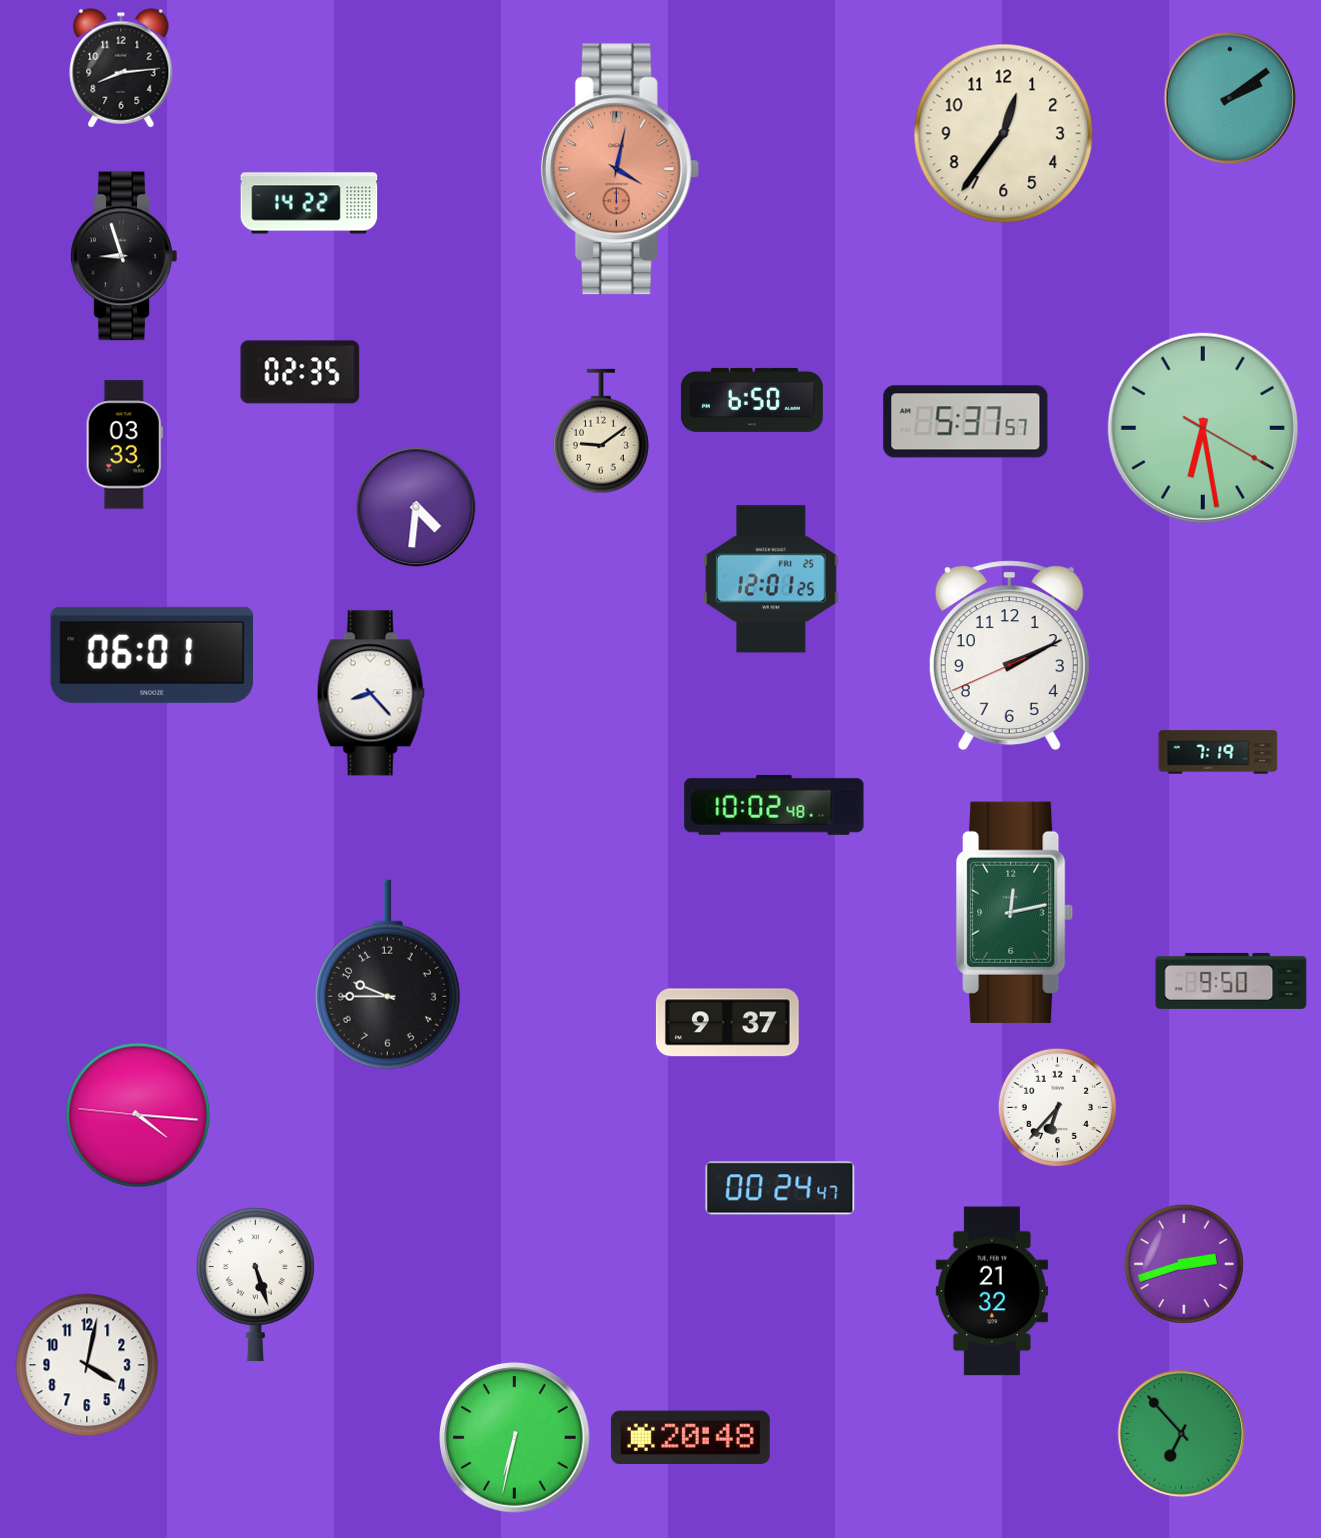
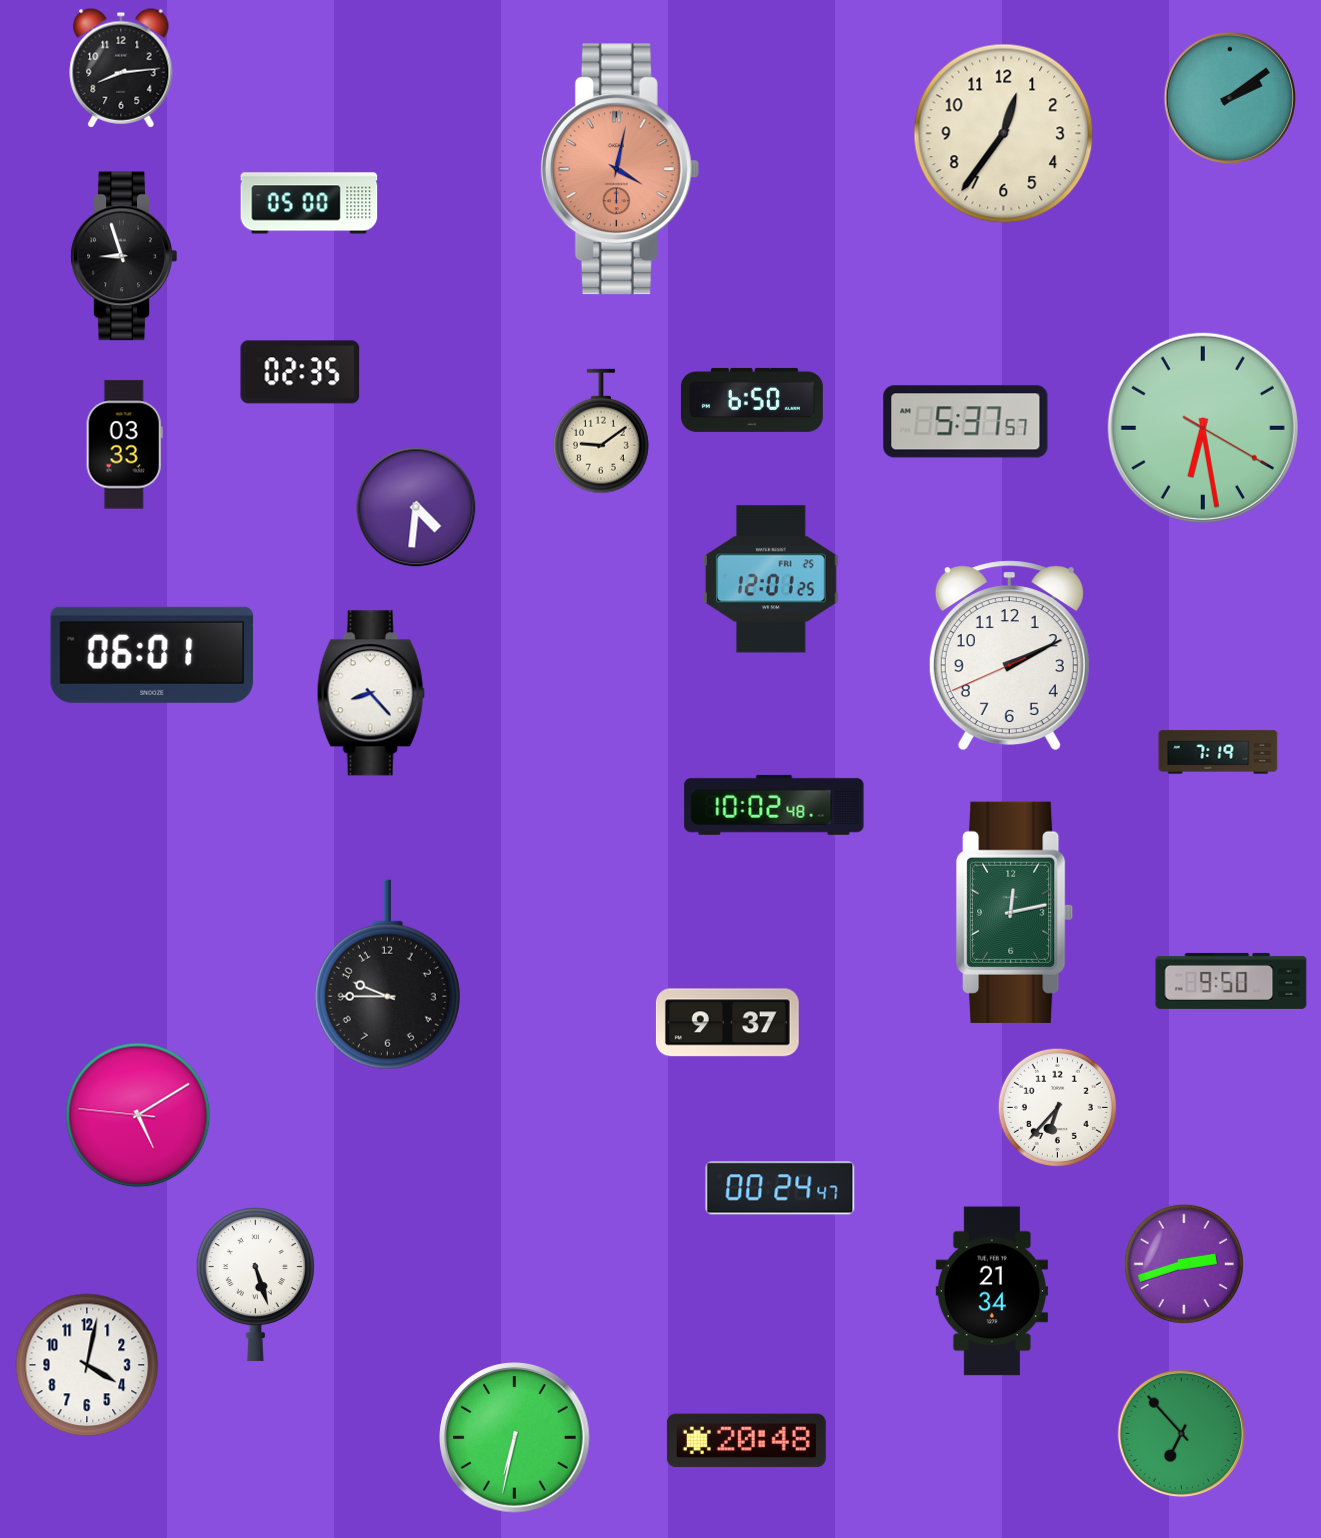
clock at (309, 203): 14:22 -> 05:00
clock at (138, 1115): 4:15 -> 5:09
clock at (992, 1291): 21:32 -> 21:34
clock at (690, 1438) position: (690, 1438) -> (746, 1441)
